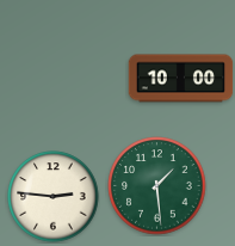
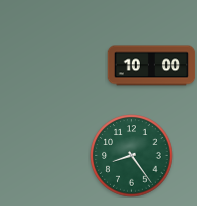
clock at (157, 186): 1:29 -> 8:24
clock at (54, 197): 2:46 -> none
